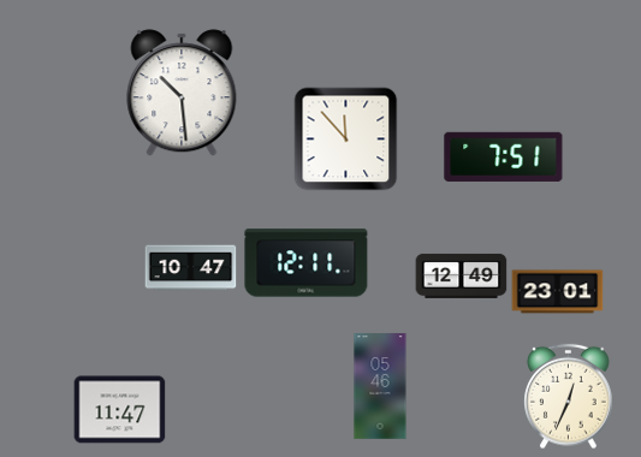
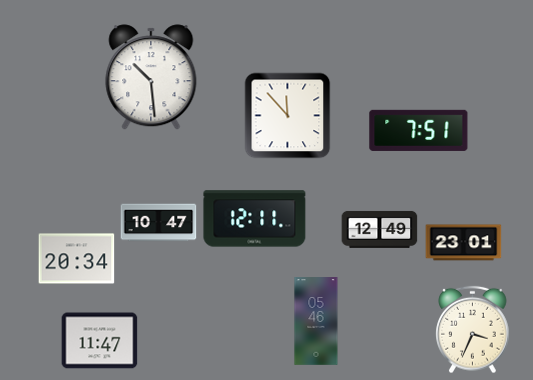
clock at (462, 275) position: (462, 275) -> (380, 229)
clock at (77, 259): none -> 20:34
clock at (569, 397): 12:34 -> 3:34
